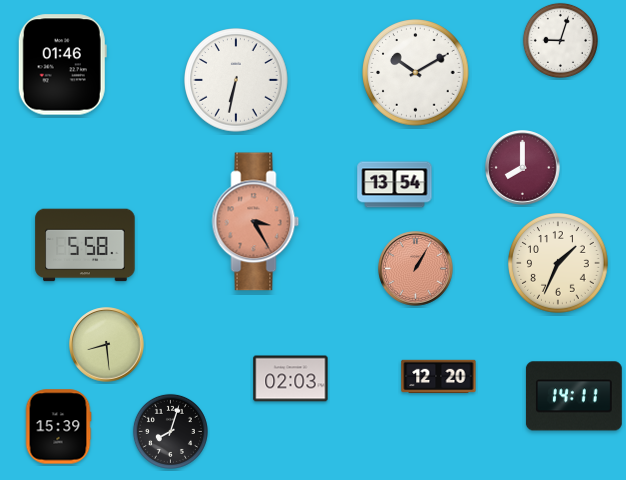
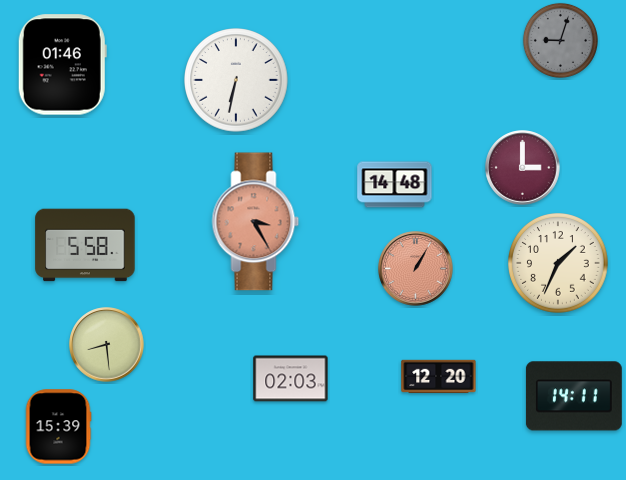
clock at (560, 40) dial: white -> grey
clock at (416, 73): 10:10 -> none
clock at (523, 168): 8:00 -> 3:00
clock at (395, 185): 13:54 -> 14:48
clock at (170, 431): 8:03 -> none
